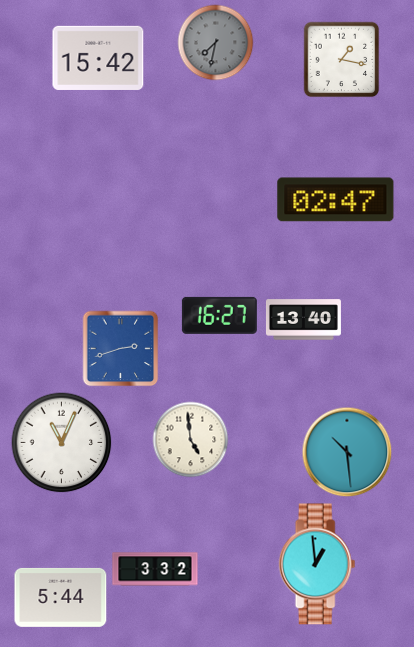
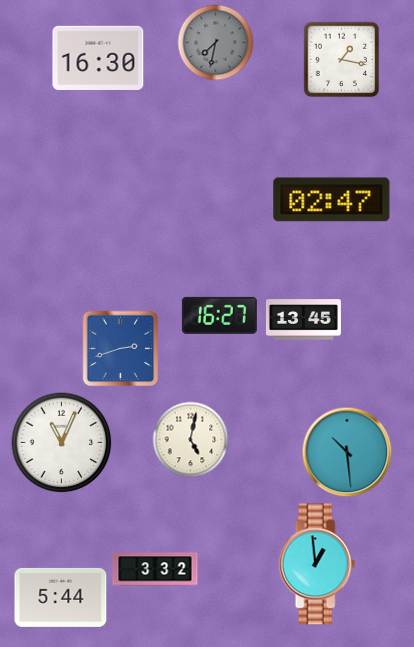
clock at (98, 58): 15:42 -> 16:30
clock at (336, 200) position: (336, 200) -> (332, 200)
clock at (303, 320): 13:40 -> 13:45
clock at (191, 440): 4:59 -> 5:02
